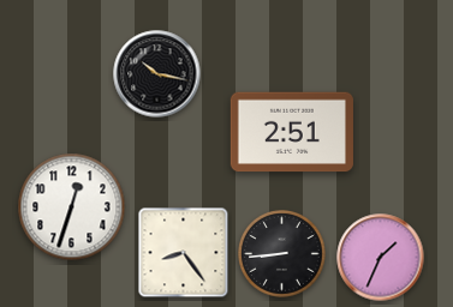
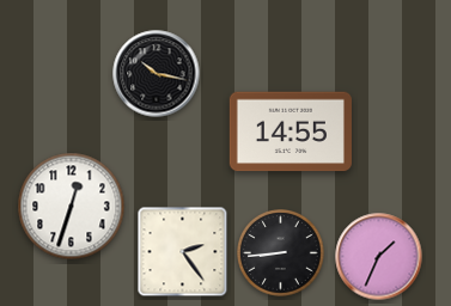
clock at (292, 132): 2:51 -> 14:55
clock at (184, 253): 8:24 -> 2:24
